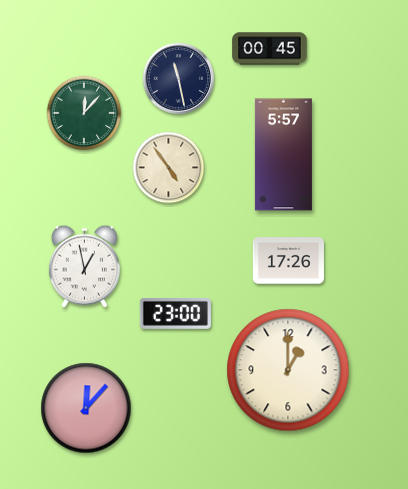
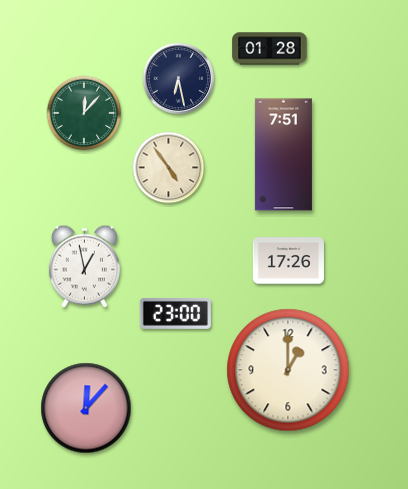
clock at (270, 49): 00:45 -> 01:28
clock at (178, 78): 11:28 -> 6:28
clock at (283, 155): 5:57 -> 7:51
